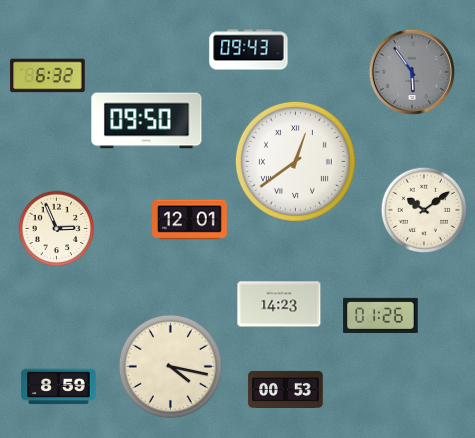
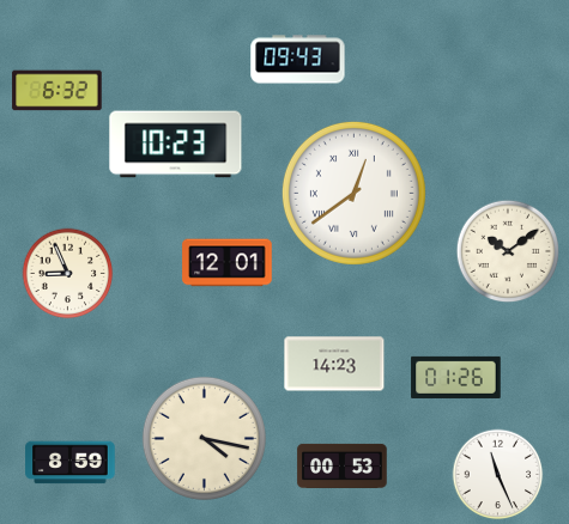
clock at (412, 72): 5:54 -> none
clock at (147, 121): 09:50 -> 10:23
clock at (57, 229): 2:56 -> 8:56
clock at (498, 475): none -> 11:26
